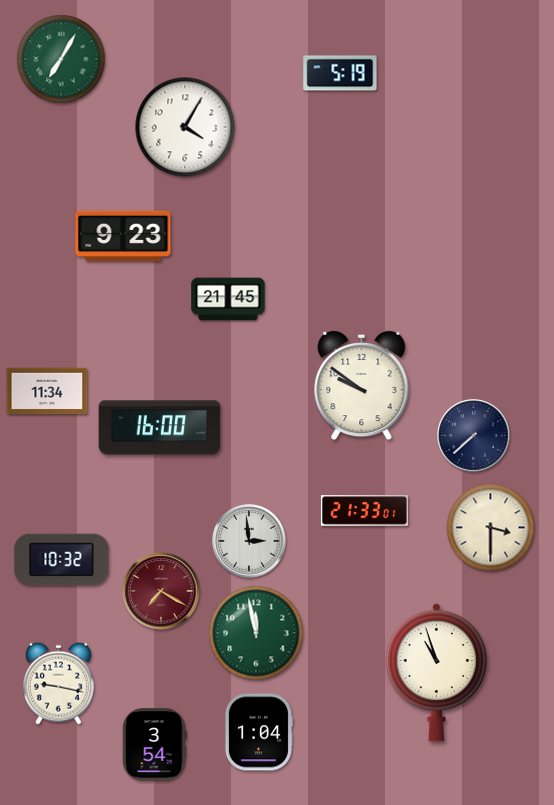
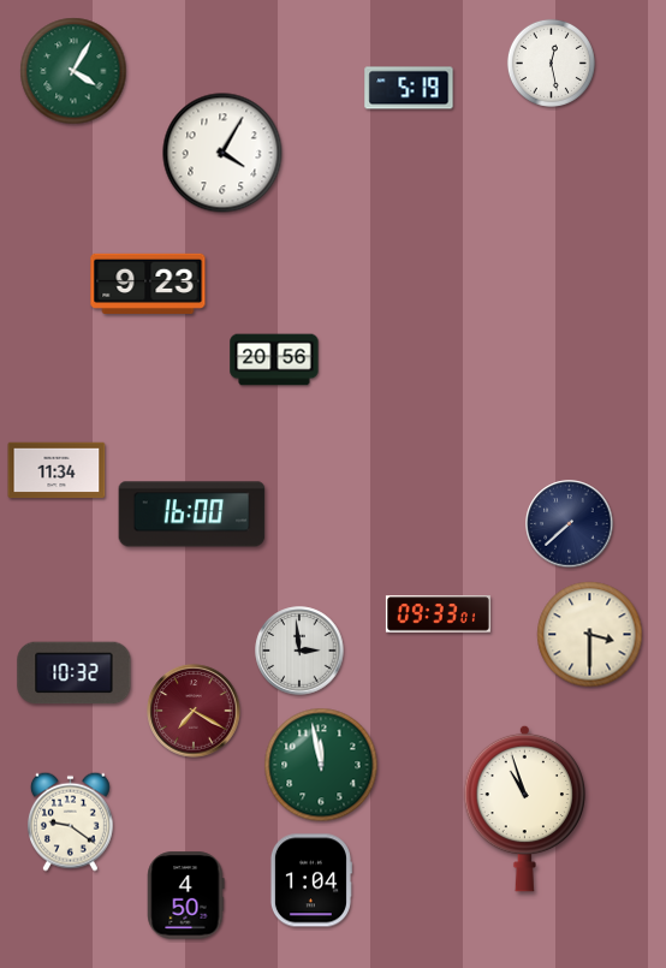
clock at (551, 63): none -> 12:28
clock at (61, 59): 7:05 -> 4:05
clock at (228, 299): 21:45 -> 20:56
clock at (362, 386): 9:51 -> none
clock at (364, 511): 21:33 -> 09:33
clock at (256, 633) position: (256, 633) -> (321, 765)
clock at (58, 683): 9:17 -> 9:21
clock at (155, 745): 3:54 -> 4:50
